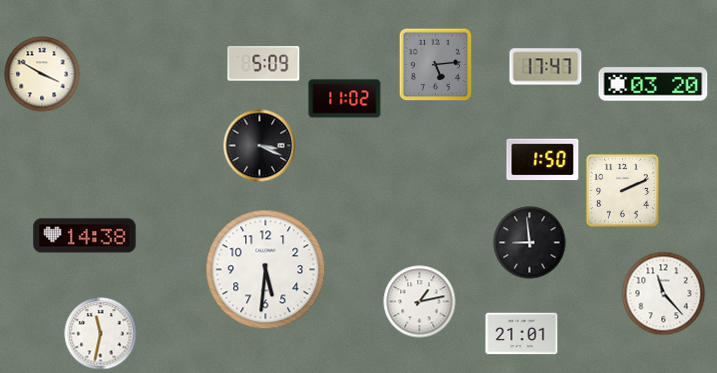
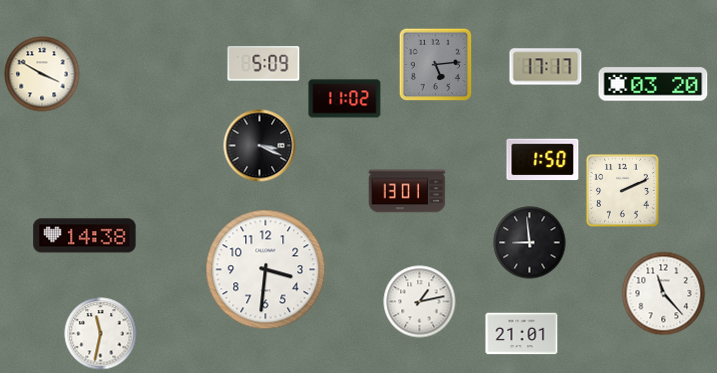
clock at (546, 67): 17:47 -> 17:17
clock at (407, 191): none -> 13:01
clock at (266, 270): 5:31 -> 3:31
